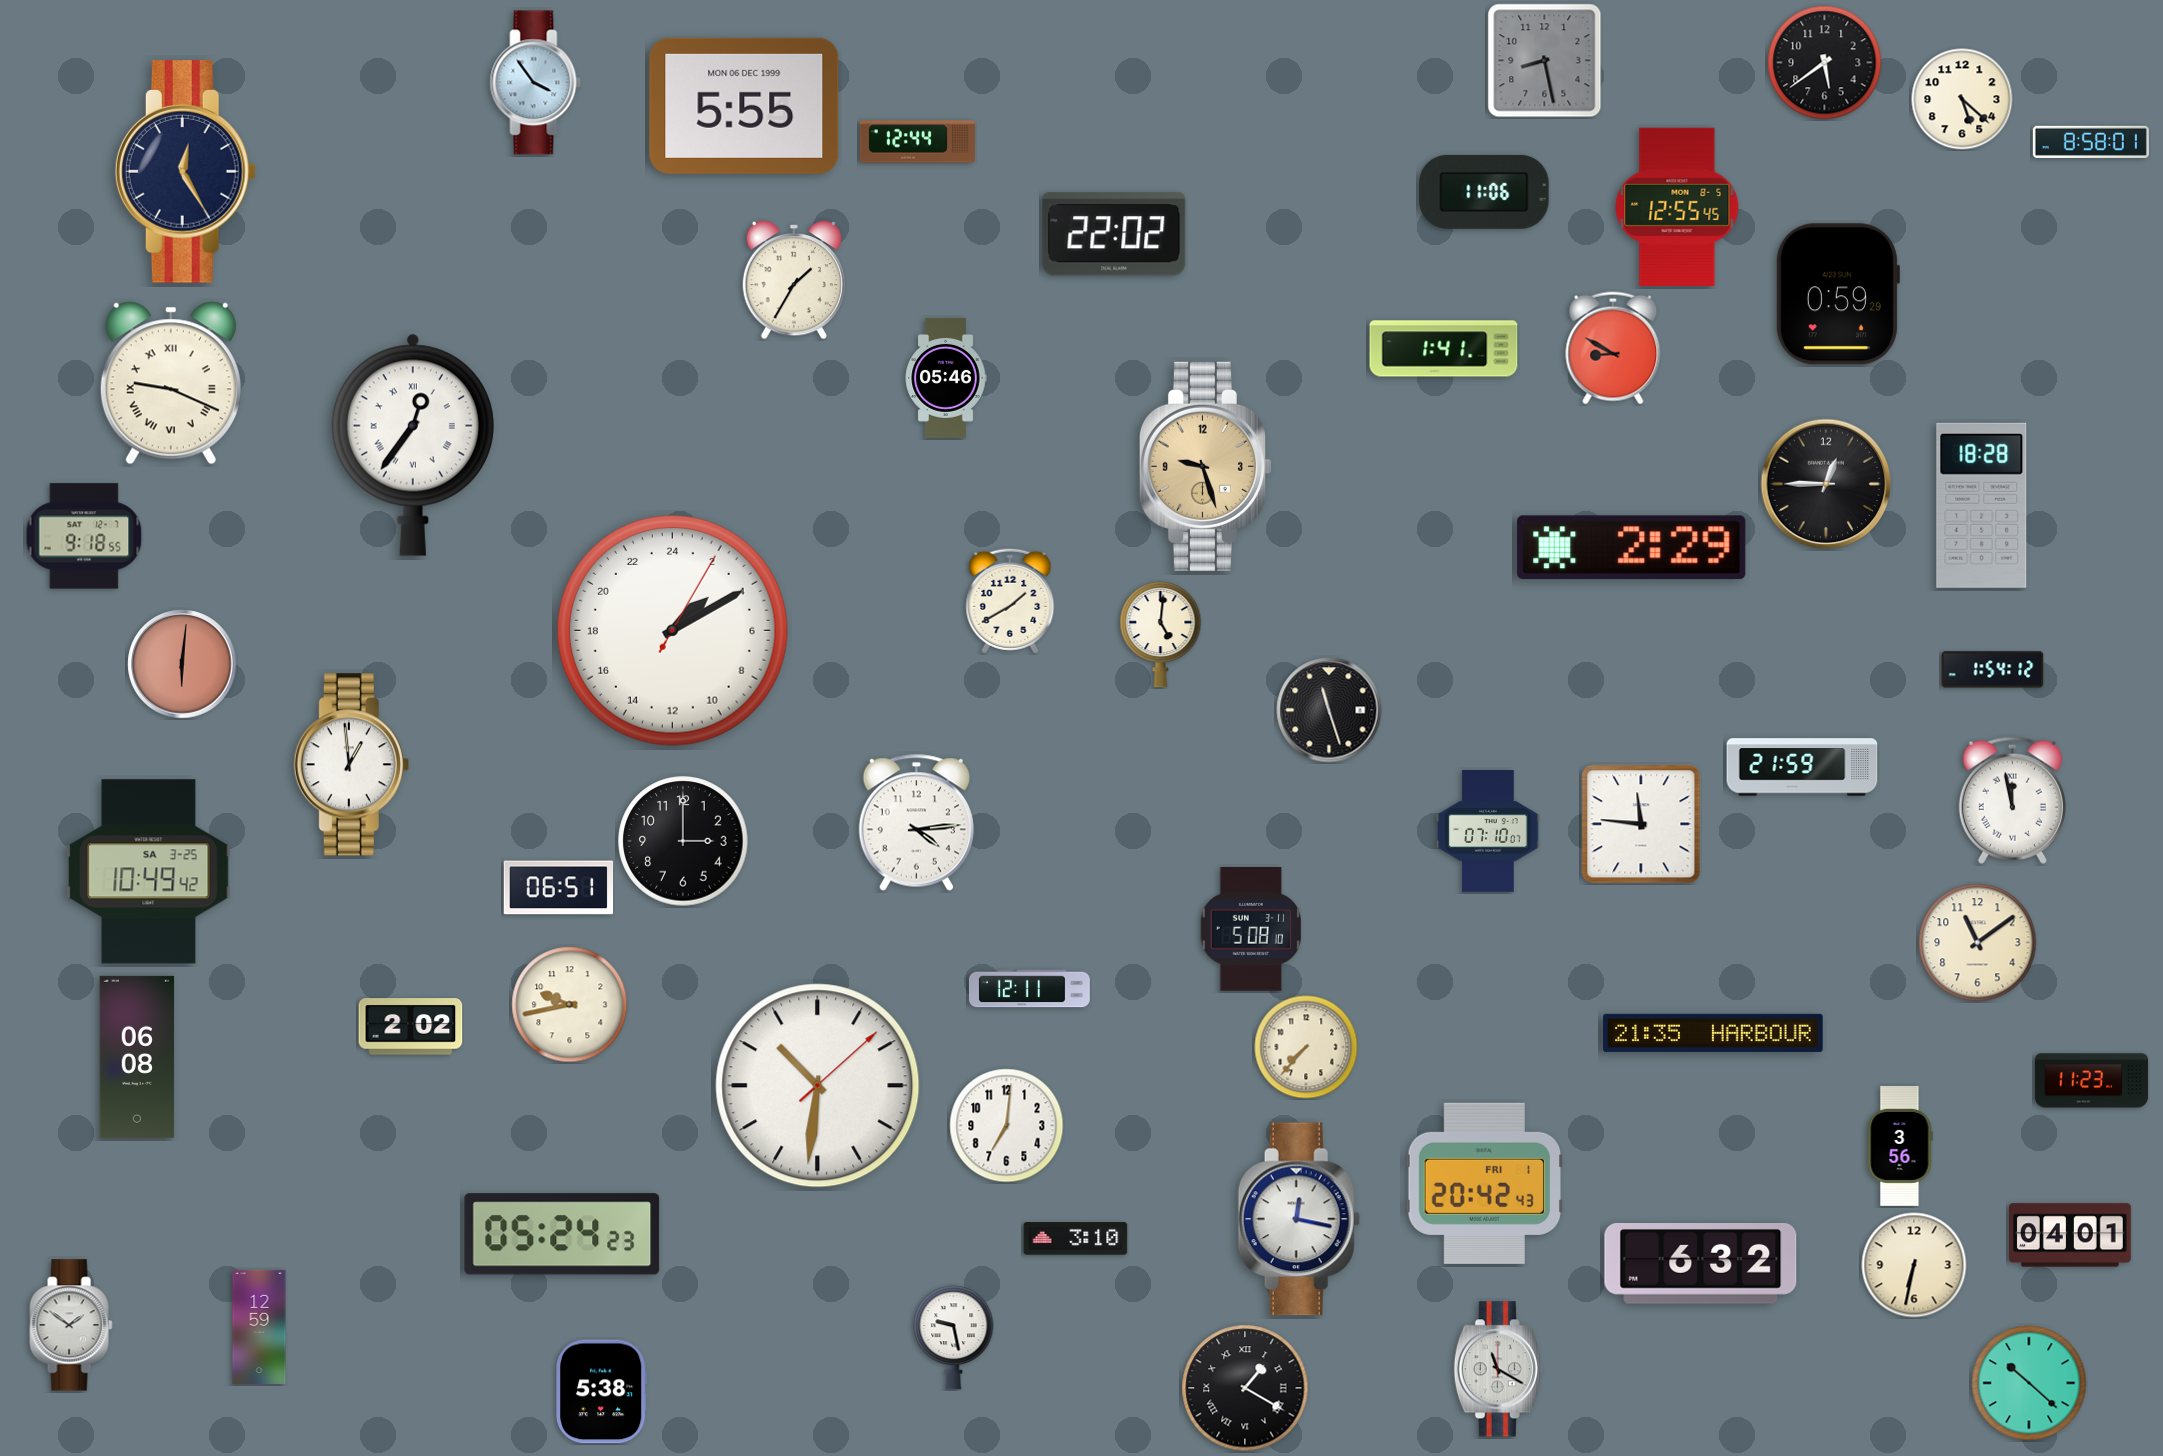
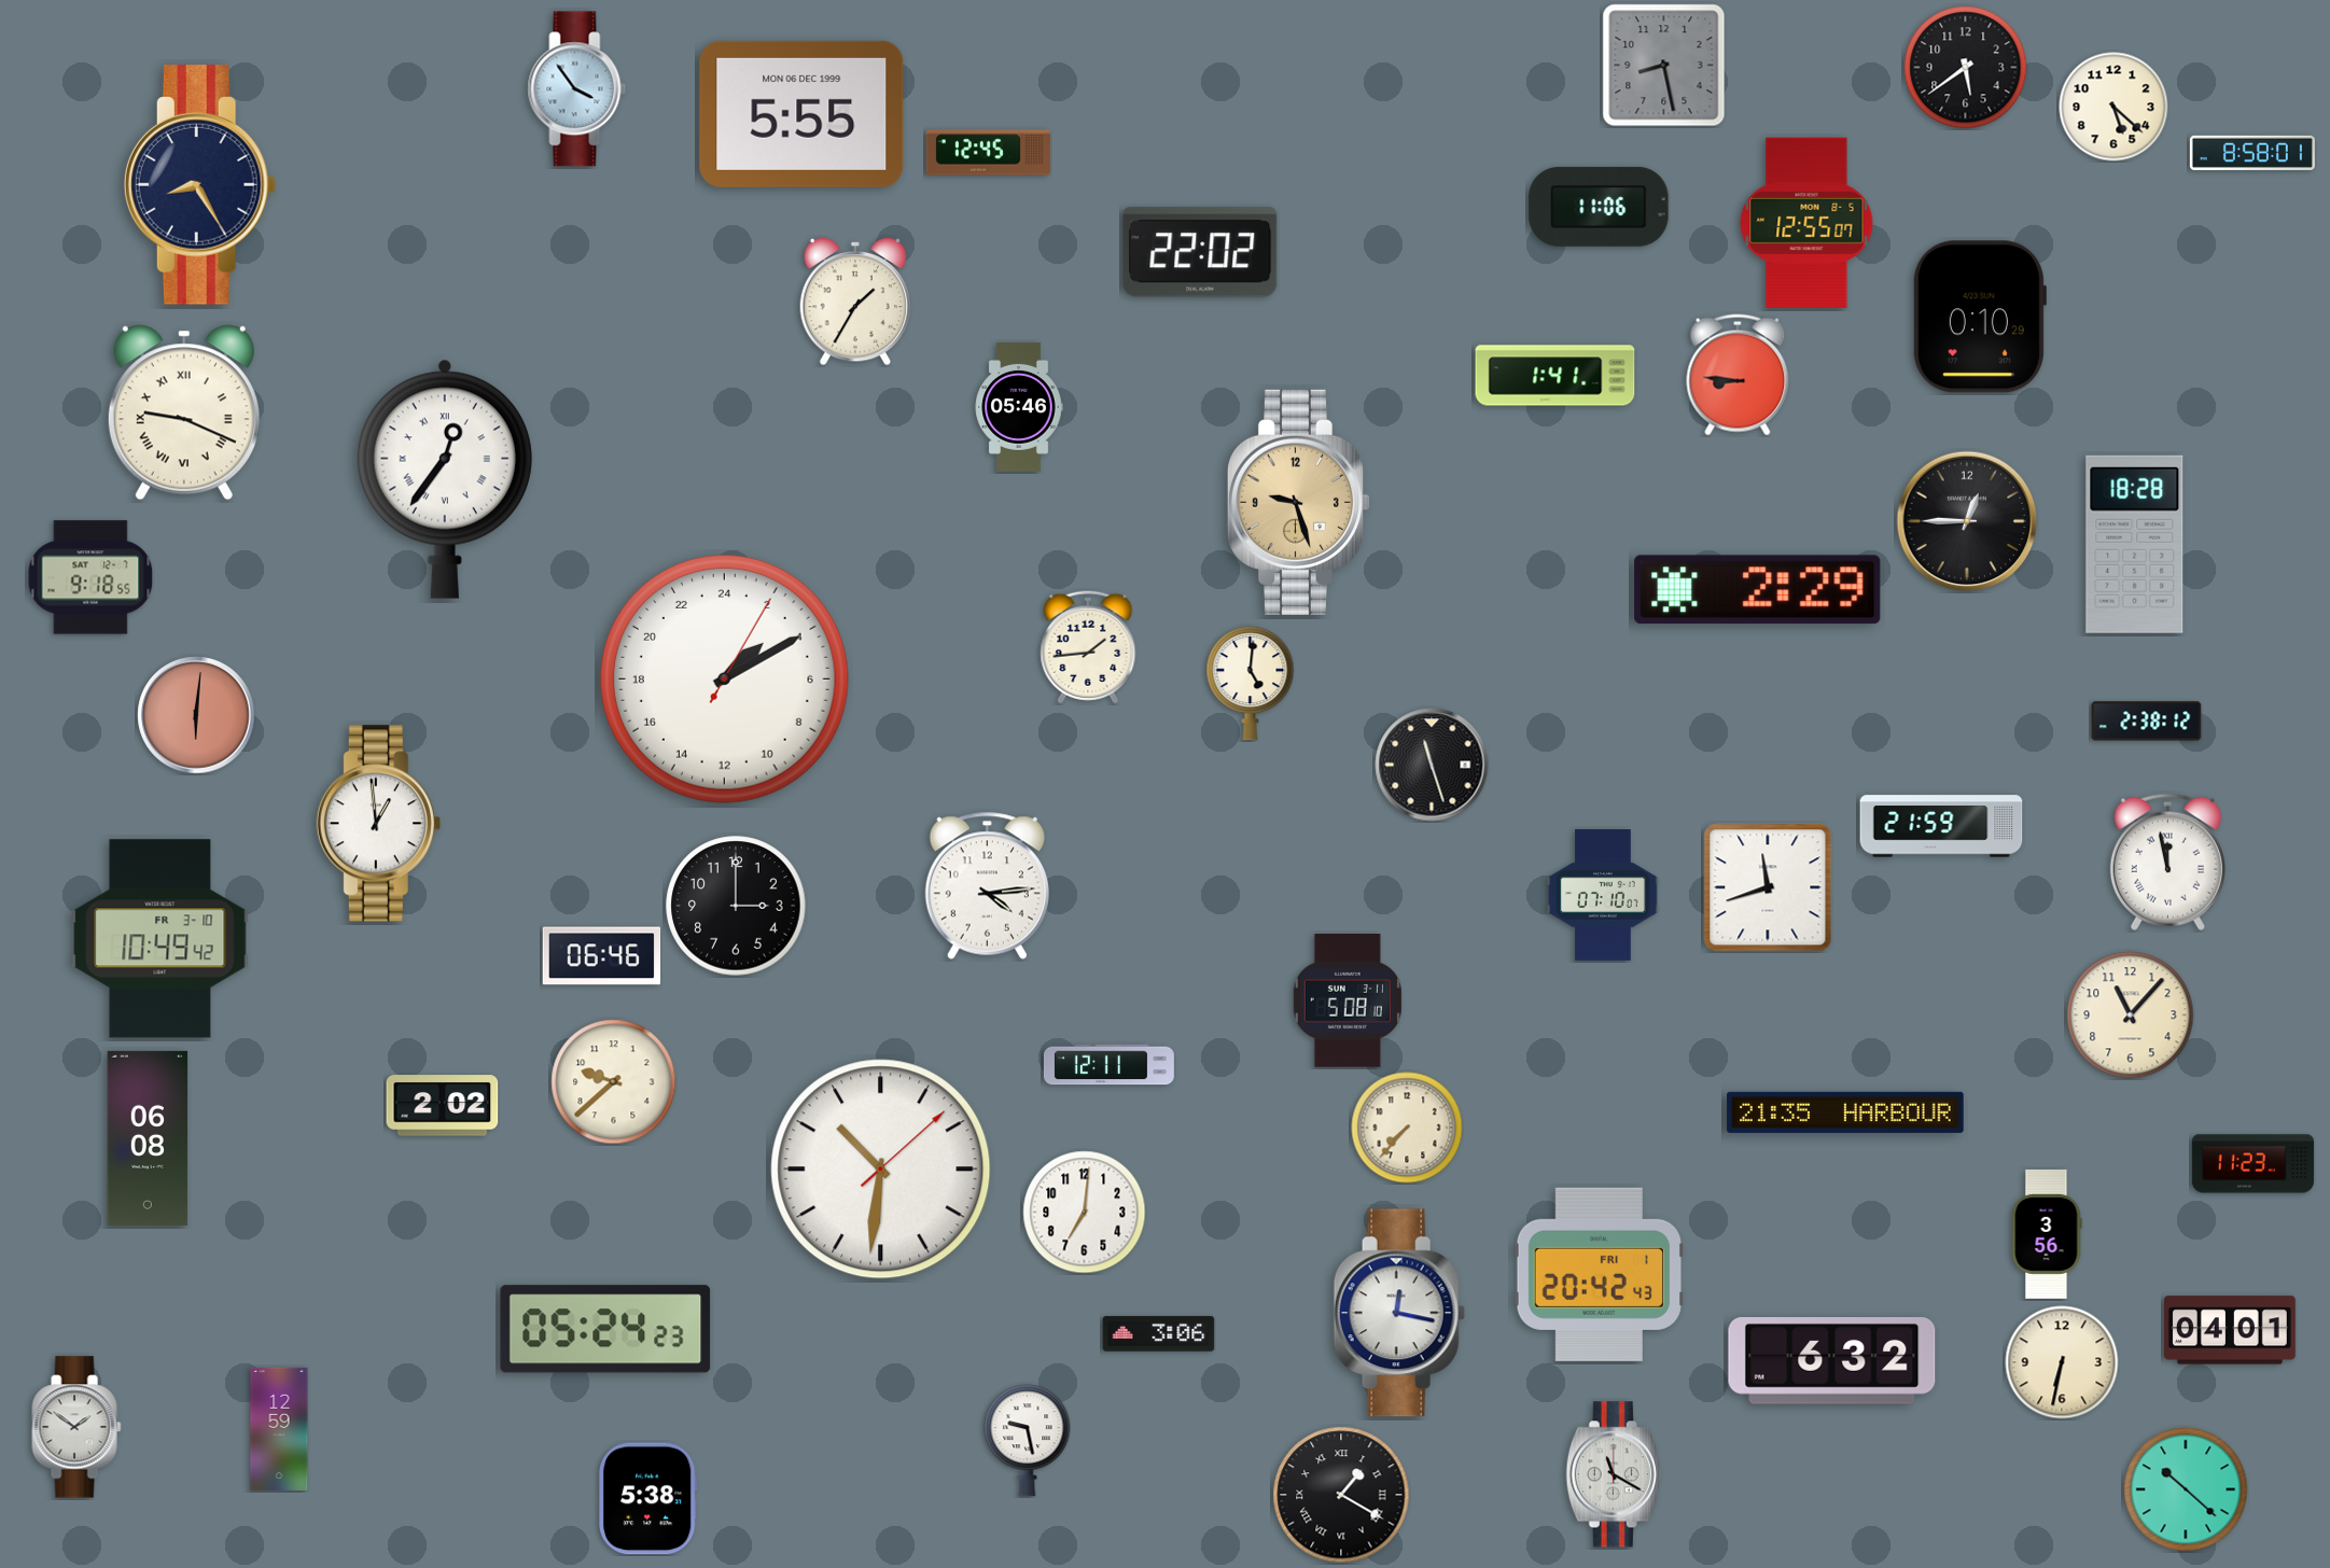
clock at (917, 142): 12:44 -> 12:45
clock at (185, 172): 12:25 -> 8:25
clock at (1677, 207): 12:55:45 -> 12:55:07
clock at (1837, 294): 0:59 -> 0:10
clock at (1613, 348): 8:50 -> 8:46
clock at (1010, 601): 1:40 -> 1:44
clock at (1993, 670): 1:54 -> 2:38
clock at (1641, 824): 11:46 -> 11:42
clock at (149, 872) date: SA 3-25 -> FR 3-10
clock at (559, 888): 06:51 -> 06:46
clock at (1978, 943): 11:09 -> 11:07
clock at (570, 1005): 9:43 -> 9:38
clock at (1076, 1239): 3:10 -> 3:06
